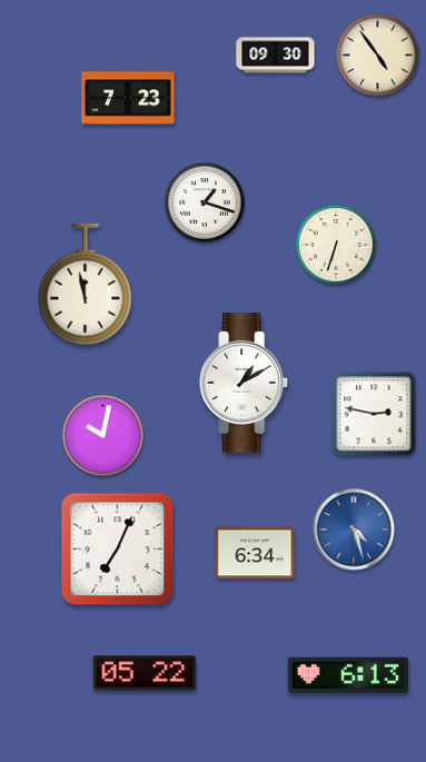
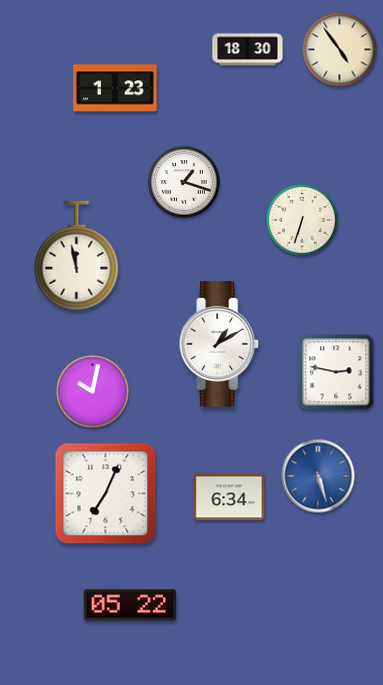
clock at (276, 56): 09:30 -> 18:30
clock at (128, 98): 7:23 -> 1:23
clock at (354, 530): 4:27 -> 5:27
clock at (348, 675): 6:13 -> none
